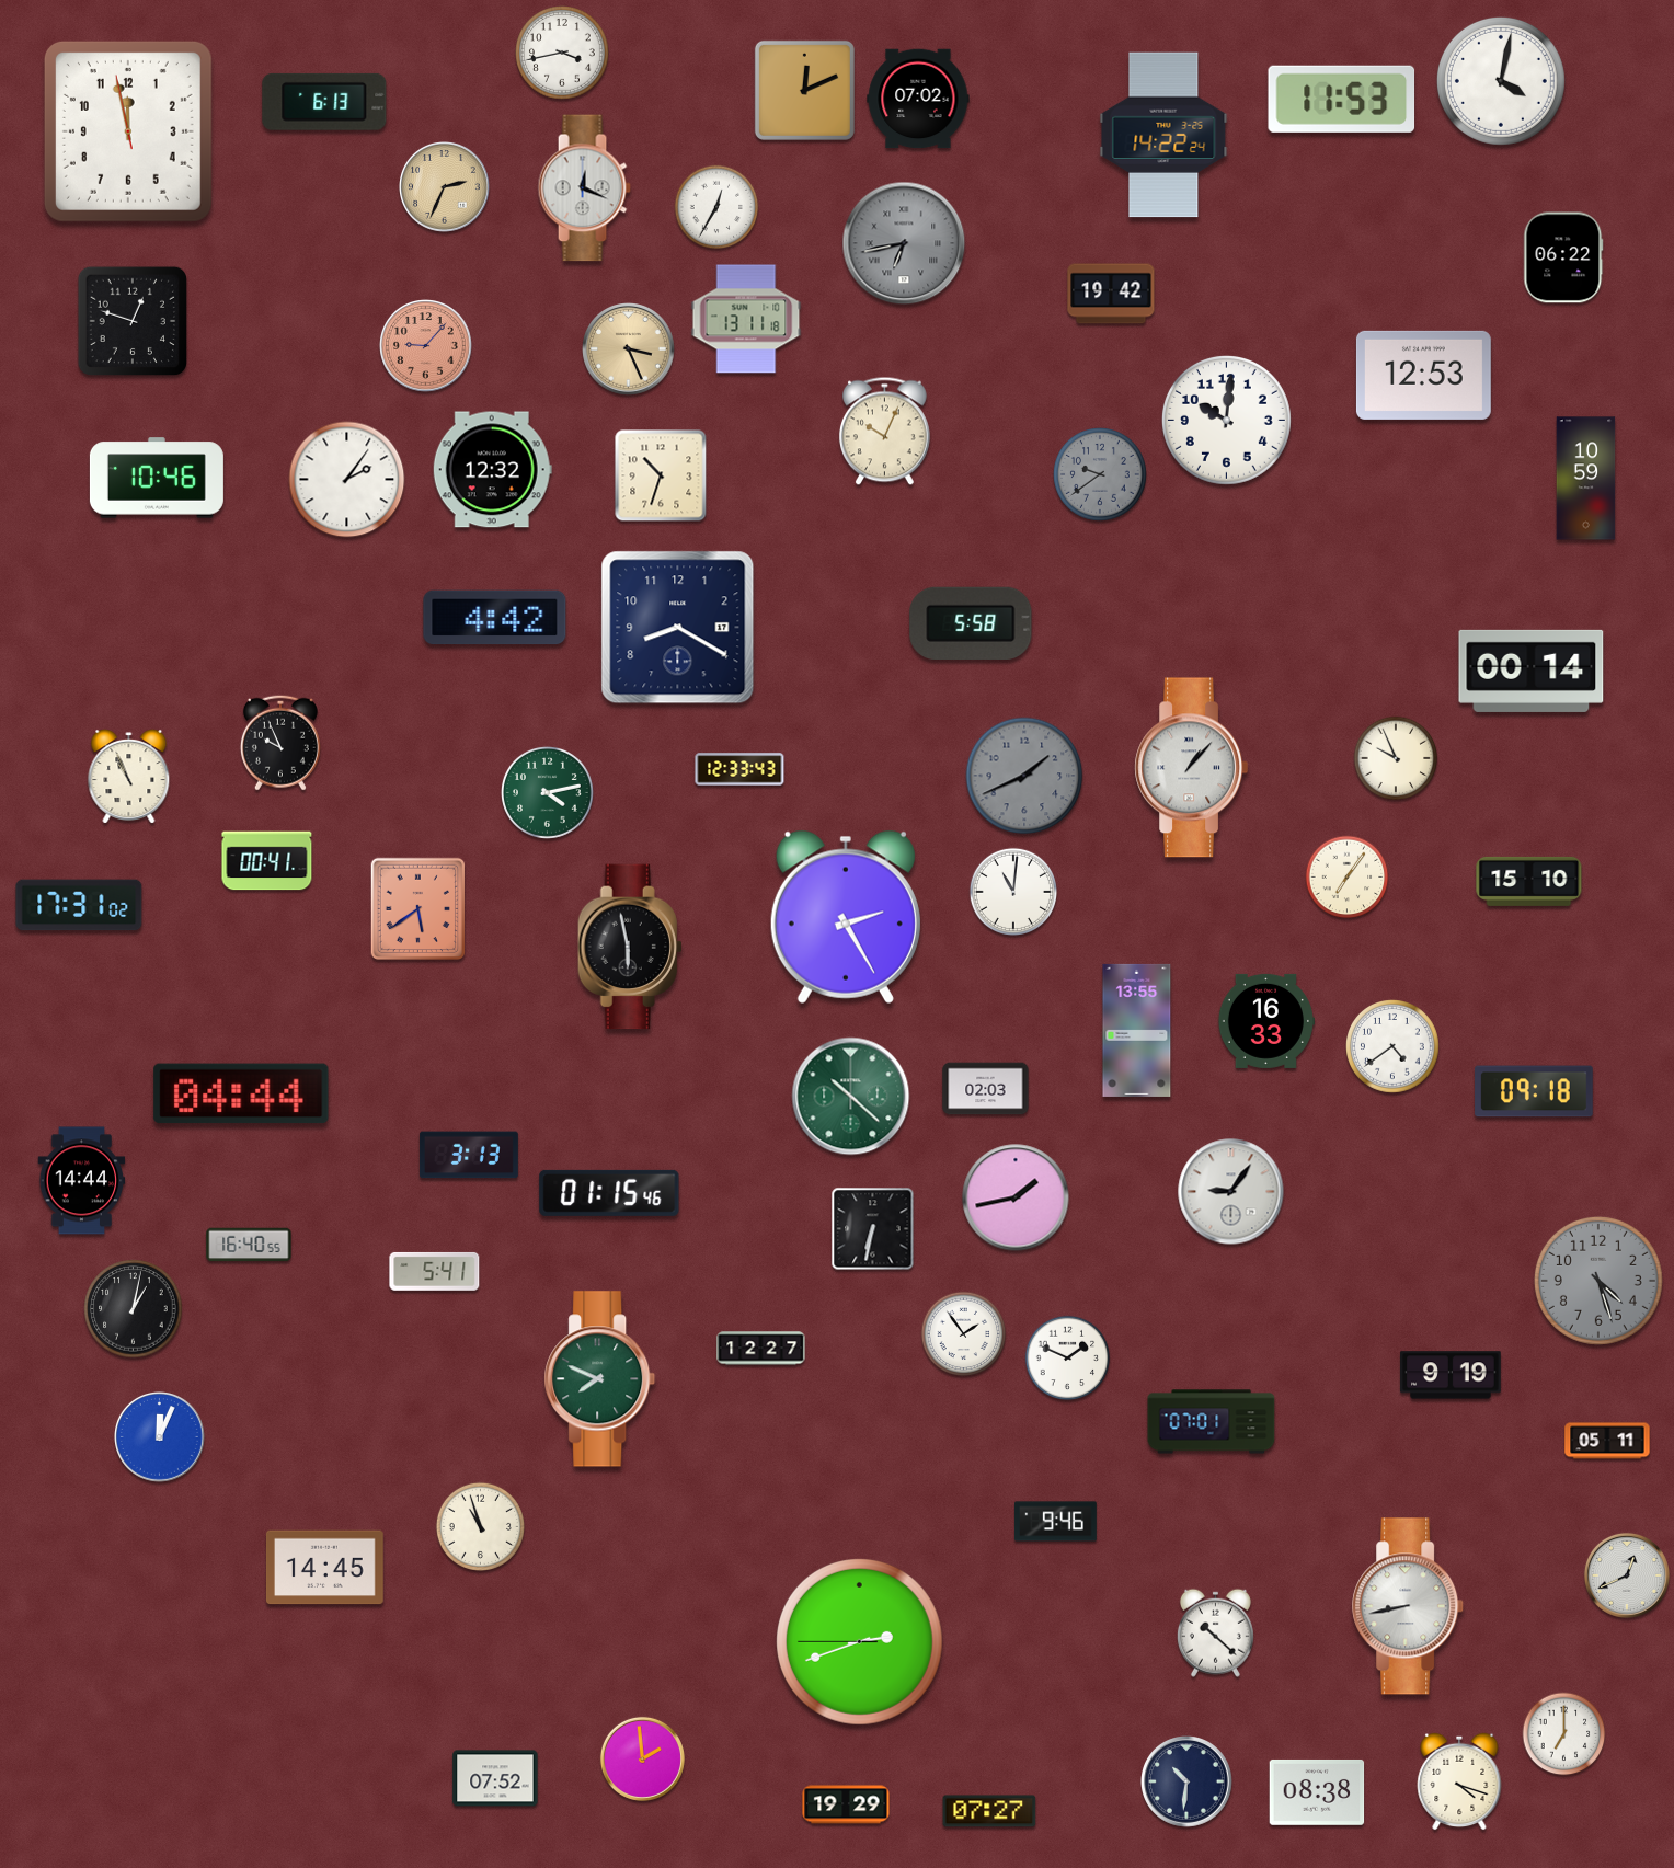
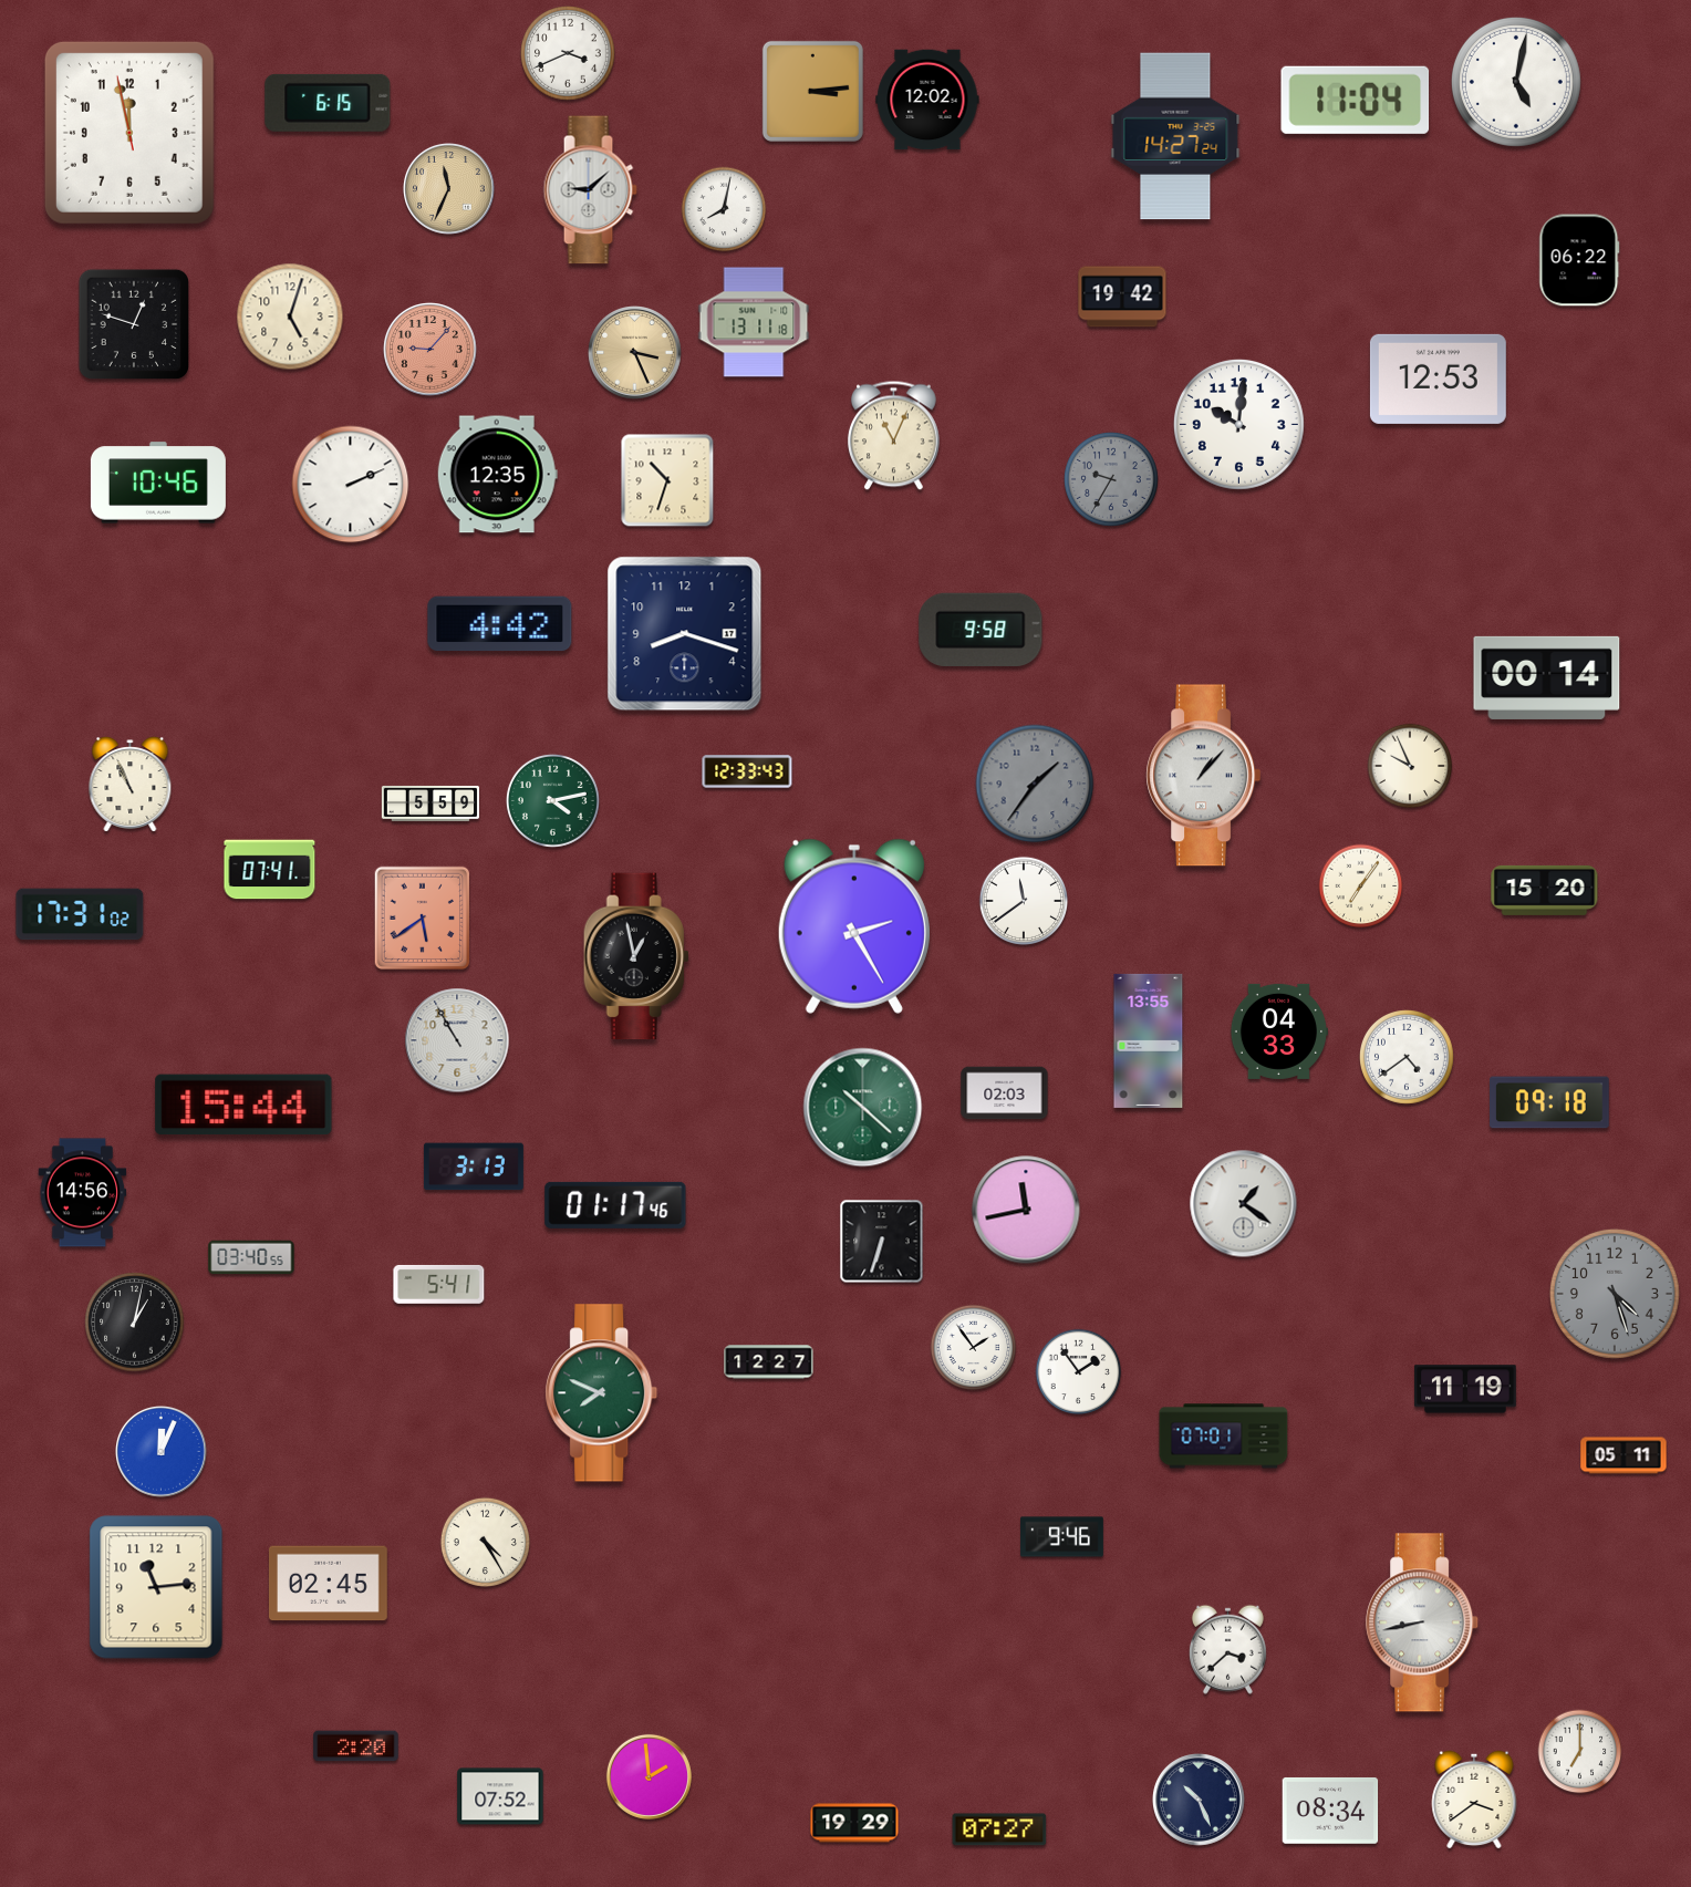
clock at (563, 54): 3:43 -> 3:41
clock at (1501, 81): 4:02 -> 5:02
clock at (804, 90): 12:11 -> 3:14
clock at (918, 99): 07:02 -> 12:02
clock at (1342, 99): 11:53 -> 11:04
clock at (324, 102): 6:13 -> 6:15
clock at (1163, 135): 14:22 -> 14:27
clock at (445, 187): 2:34 -> 11:34
clock at (584, 188): 12:19 -> 9:08
clock at (716, 207): 12:35 -> 8:02
clock at (904, 243): 6:43 -> none
clock at (290, 317): none -> 5:03
clock at (884, 432): 10:04 -> 11:04
clock at (492, 470): 12:32 -> 12:35
clock at (1101, 475): 9:39 -> 9:35
clock at (1586, 479): 10:59 -> none
clock at (347, 480): 2:06 -> 2:11
clock at (971, 623): 5:58 -> 9:58
clock at (678, 628): 8:20 -> 8:18
clock at (280, 743): 9:56 -> none
clock at (739, 769) position: (739, 769) -> (747, 771)
clock at (1024, 776): 1:41 -> 1:36
clock at (429, 803): none -> 5:59
clock at (267, 861): 00:41 -> 07:41
clock at (1529, 881): 15:10 -> 15:20
clock at (1012, 891): 11:01 -> 11:39
clock at (630, 947): 5:58 -> 12:58
clock at (1265, 1021): 16:33 -> 04:33
clock at (457, 1040): none -> 10:55
clock at (986, 1089) position: (986, 1089) -> (1005, 1093)
clock at (241, 1093): 04:44 -> 15:44
clock at (851, 1097) position: (851, 1097) -> (863, 1108)
clock at (82, 1181): 14:44 -> 14:56
clock at (1231, 1192): 9:06 -> 1:21
clock at (609, 1193): 01:15 -> 01:17
clock at (1016, 1197): 1:43 -> 11:43
clock at (873, 1229): 6:32 -> 6:33
clock at (249, 1245): 16:40 -> 03:40
clock at (1068, 1359): 1:49 -> 1:54
clock at (1451, 1375): 9:19 -> 11:19
clock at (600, 1379) position: (600, 1379) -> (602, 1393)
clock at (1056, 1522) position: (1056, 1522) -> (1062, 1537)
clock at (480, 1526): 10:57 -> 4:25
clock at (324, 1568): 14:45 -> 02:45
clock at (156, 1587): none -> 11:14
clock at (1627, 1575): 12:41 -> none
clock at (1215, 1632): 10:22 -> 3:38
clock at (859, 1641): 2:41 -> none
clock at (356, 1746): none -> 2:20
clock at (1459, 1781): 4:18 -> 3:39
clock at (1188, 1783): 10:31 -> 10:26
clock at (1317, 1792): 08:38 -> 08:34
